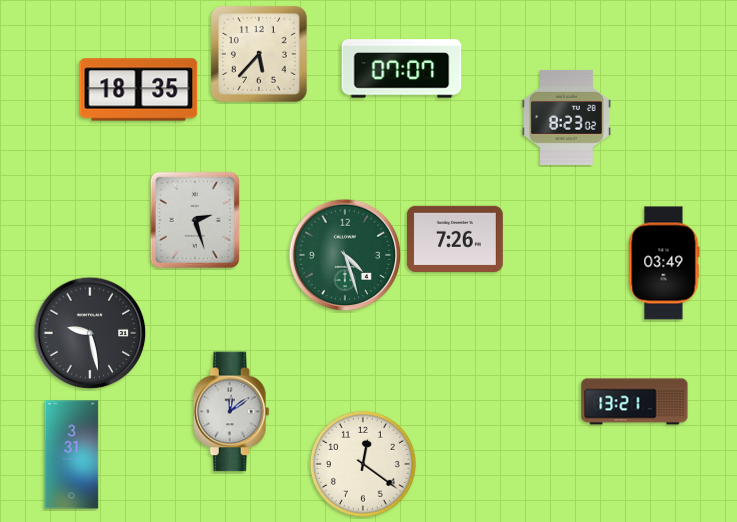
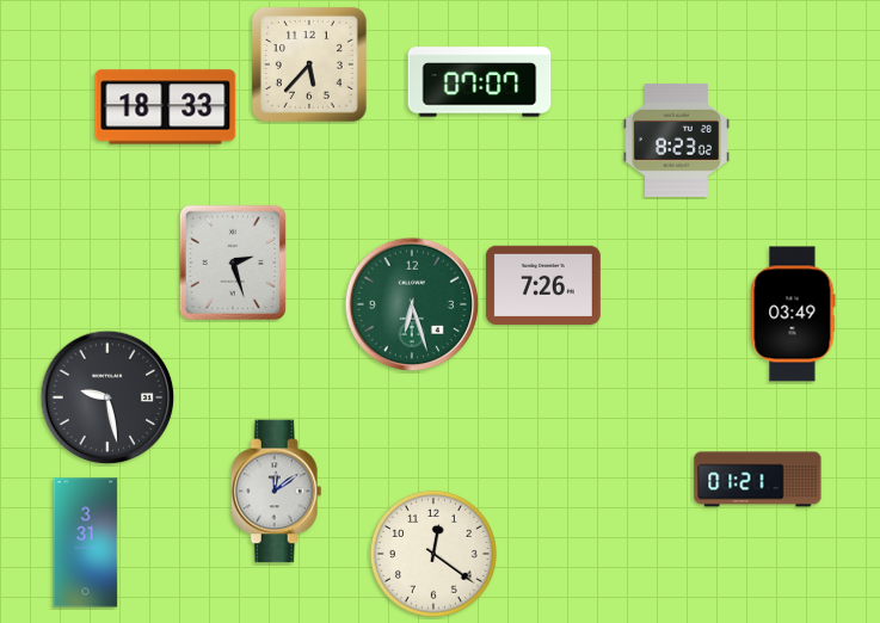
clock at (139, 90): 18:35 -> 18:33
clock at (345, 255): 4:27 -> 6:27
clock at (635, 402): 13:21 -> 01:21
